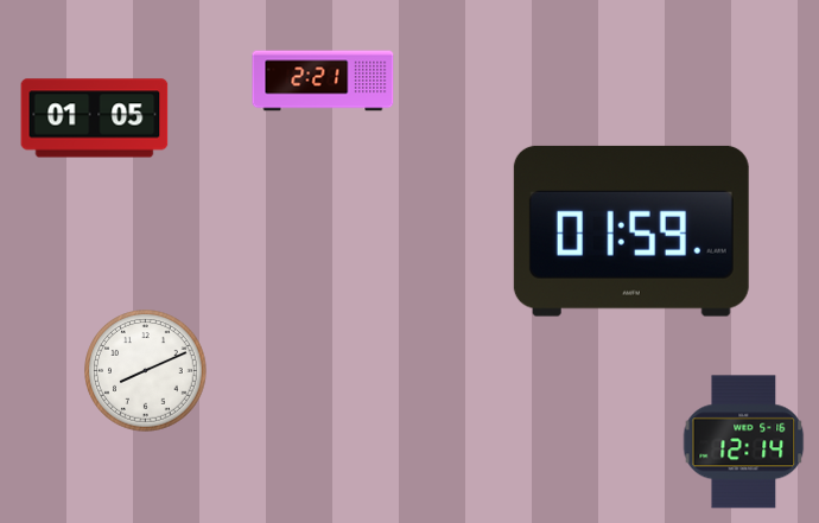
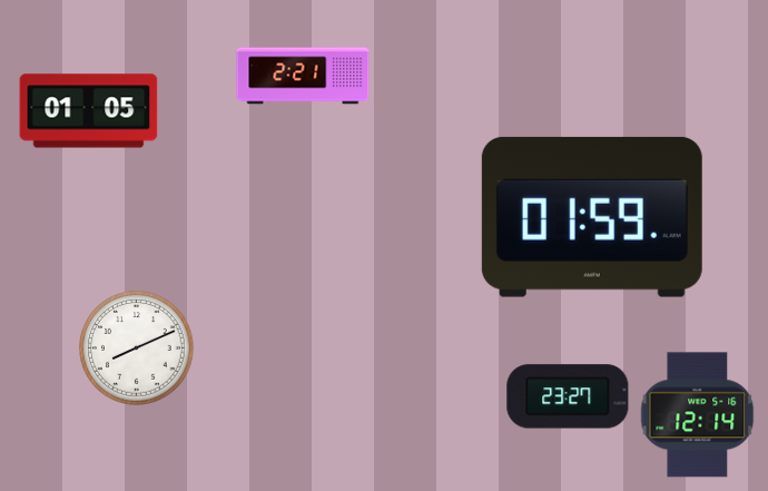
clock at (568, 396): none -> 23:27
